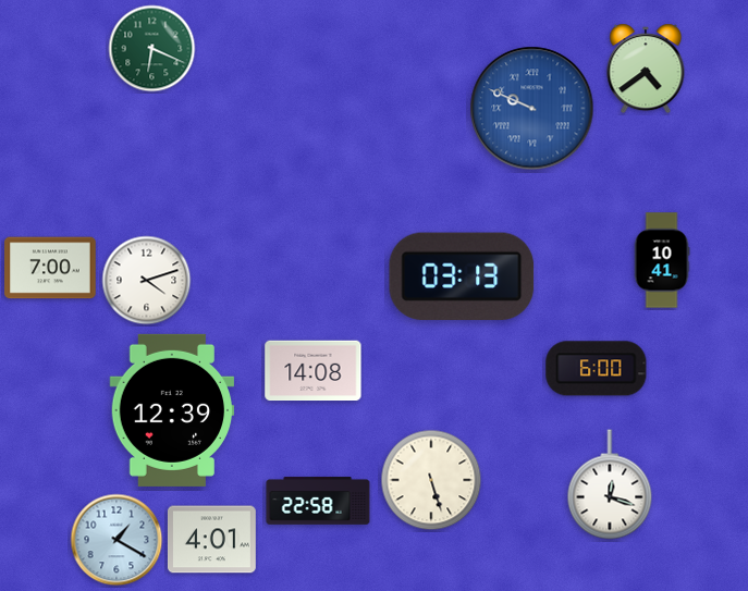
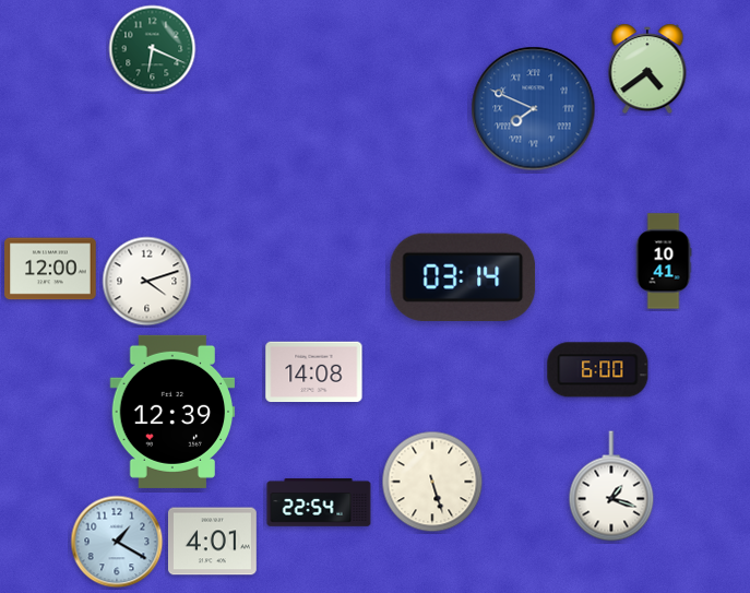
clock at (532, 109): 9:49 -> 7:49
clock at (50, 268): 7:00 -> 12:00
clock at (462, 276): 03:13 -> 03:14
clock at (610, 484): 12:18 -> 1:18
clock at (318, 501): 22:58 -> 22:54
